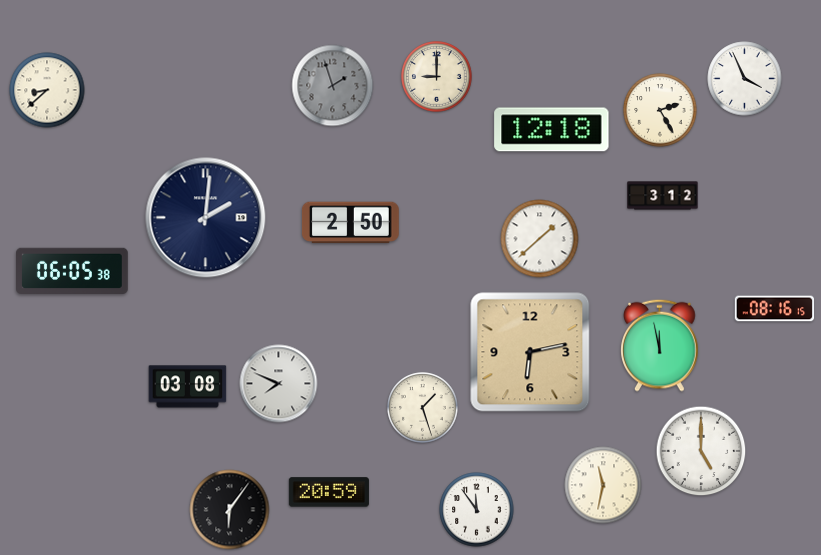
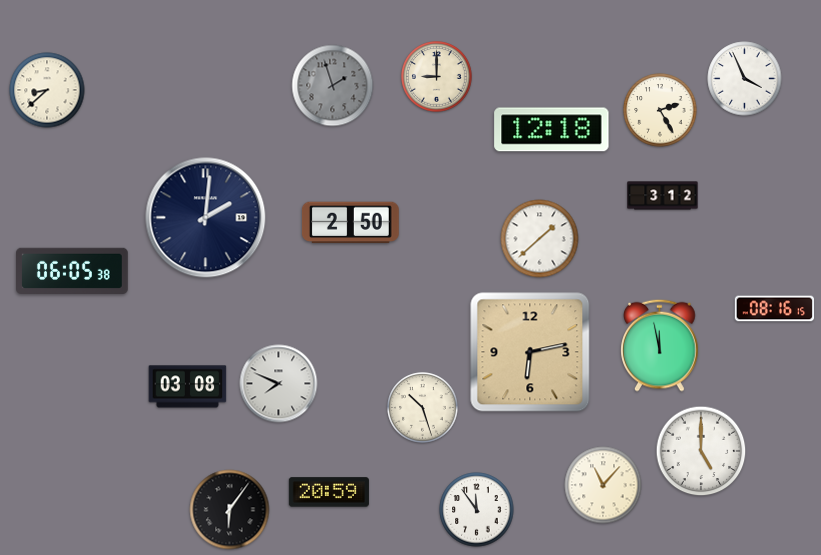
clock at (423, 408): 1:27 -> 10:27
clock at (603, 485): 11:32 -> 11:07
